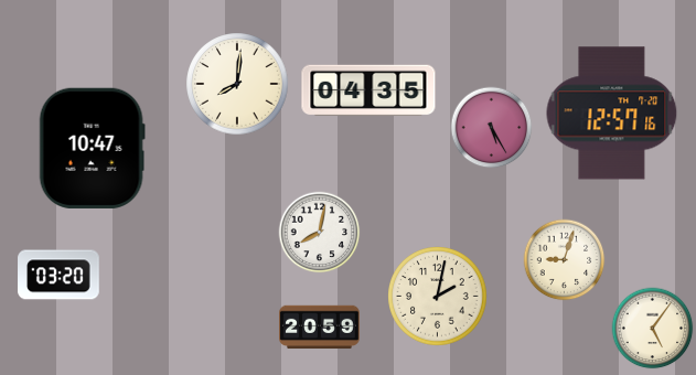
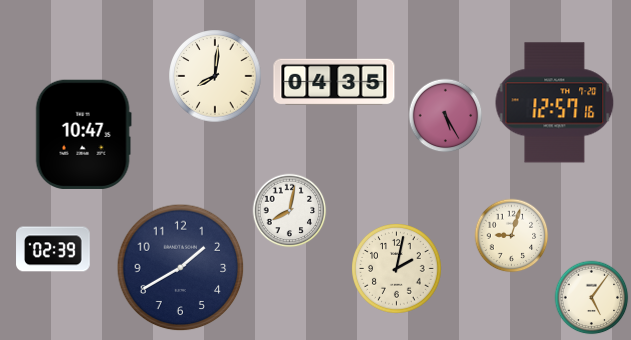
clock at (58, 275): 03:20 -> 02:39
clock at (181, 268): none -> 1:40
clock at (320, 328): 20:59 -> none
